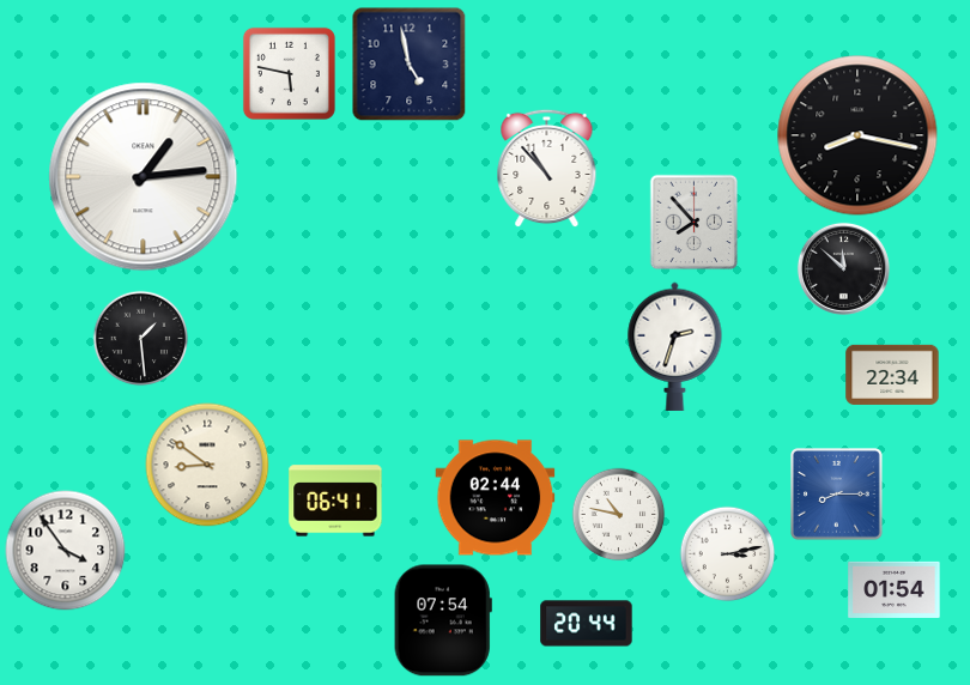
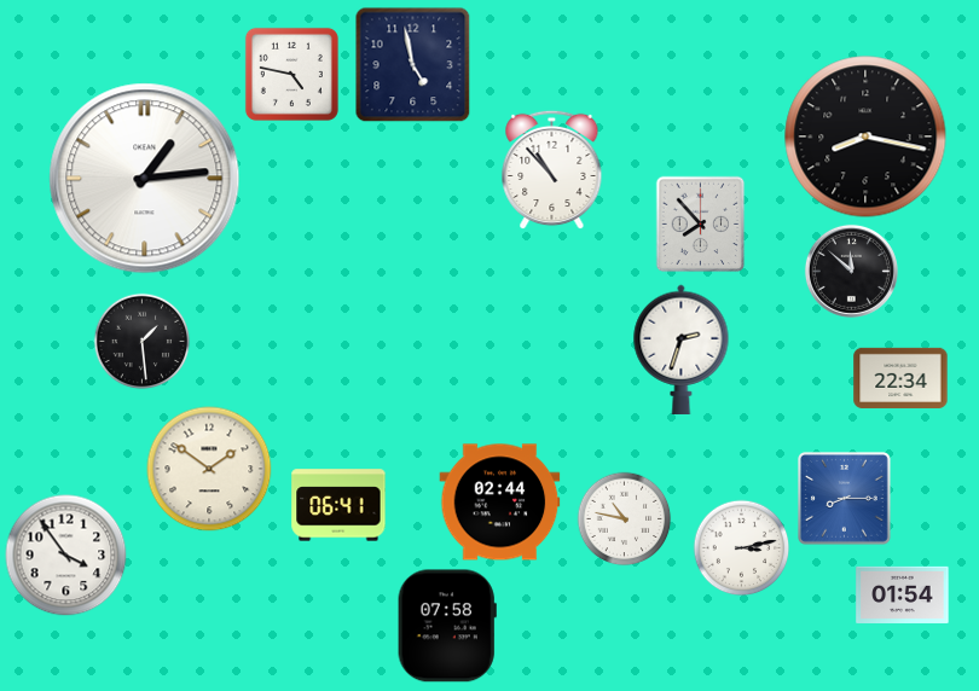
clock at (289, 73): 5:47 -> 4:47
clock at (207, 465): 8:51 -> 1:51
clock at (727, 553) position: (727, 553) -> (741, 547)
clock at (443, 620): 07:54 -> 07:58
clock at (587, 624): 20:44 -> none
